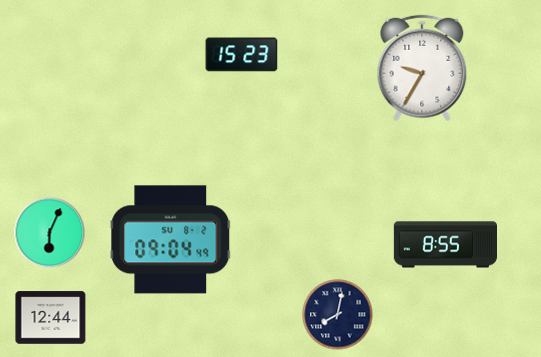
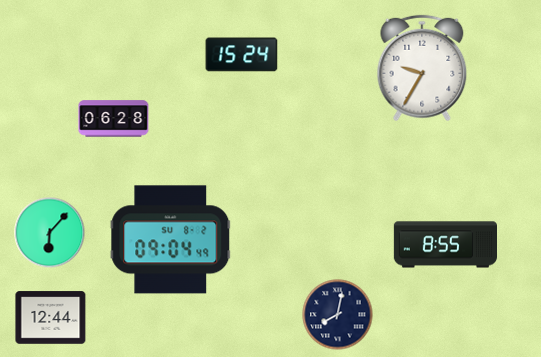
clock at (242, 55): 15:23 -> 15:24
clock at (114, 119): none -> 06:28
clock at (50, 233): 6:04 -> 6:07
